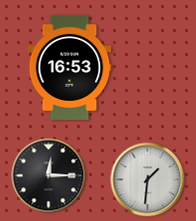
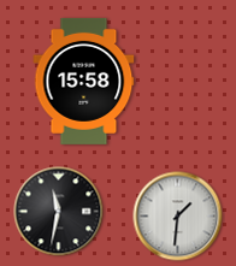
clock at (70, 67): 16:53 -> 15:58
clock at (49, 176): 12:15 -> 11:32
